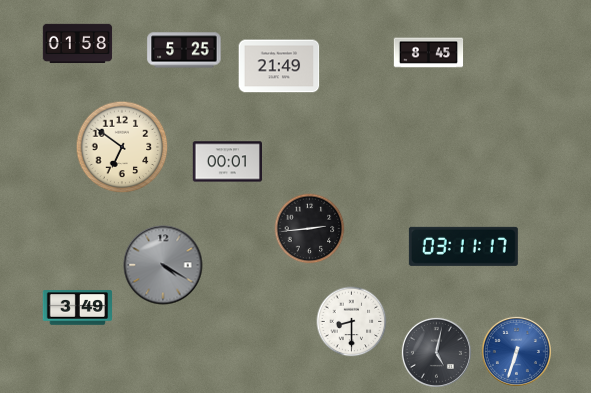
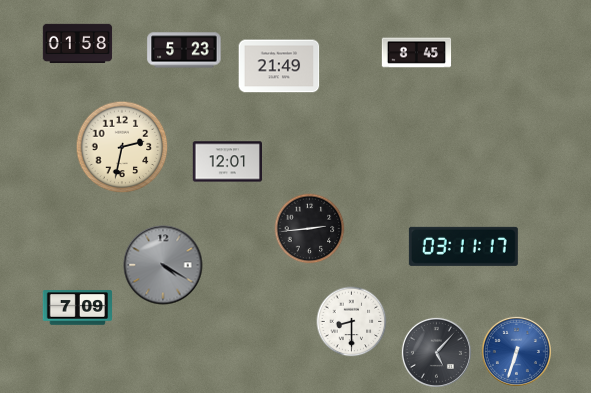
clock at (184, 50): 5:25 -> 5:23
clock at (429, 53) position: (429, 53) -> (417, 53)
clock at (122, 147): 6:51 -> 2:32
clock at (228, 162): 00:01 -> 12:01
clock at (78, 308): 3:49 -> 7:09
clock at (436, 352): 5:02 -> 5:07
